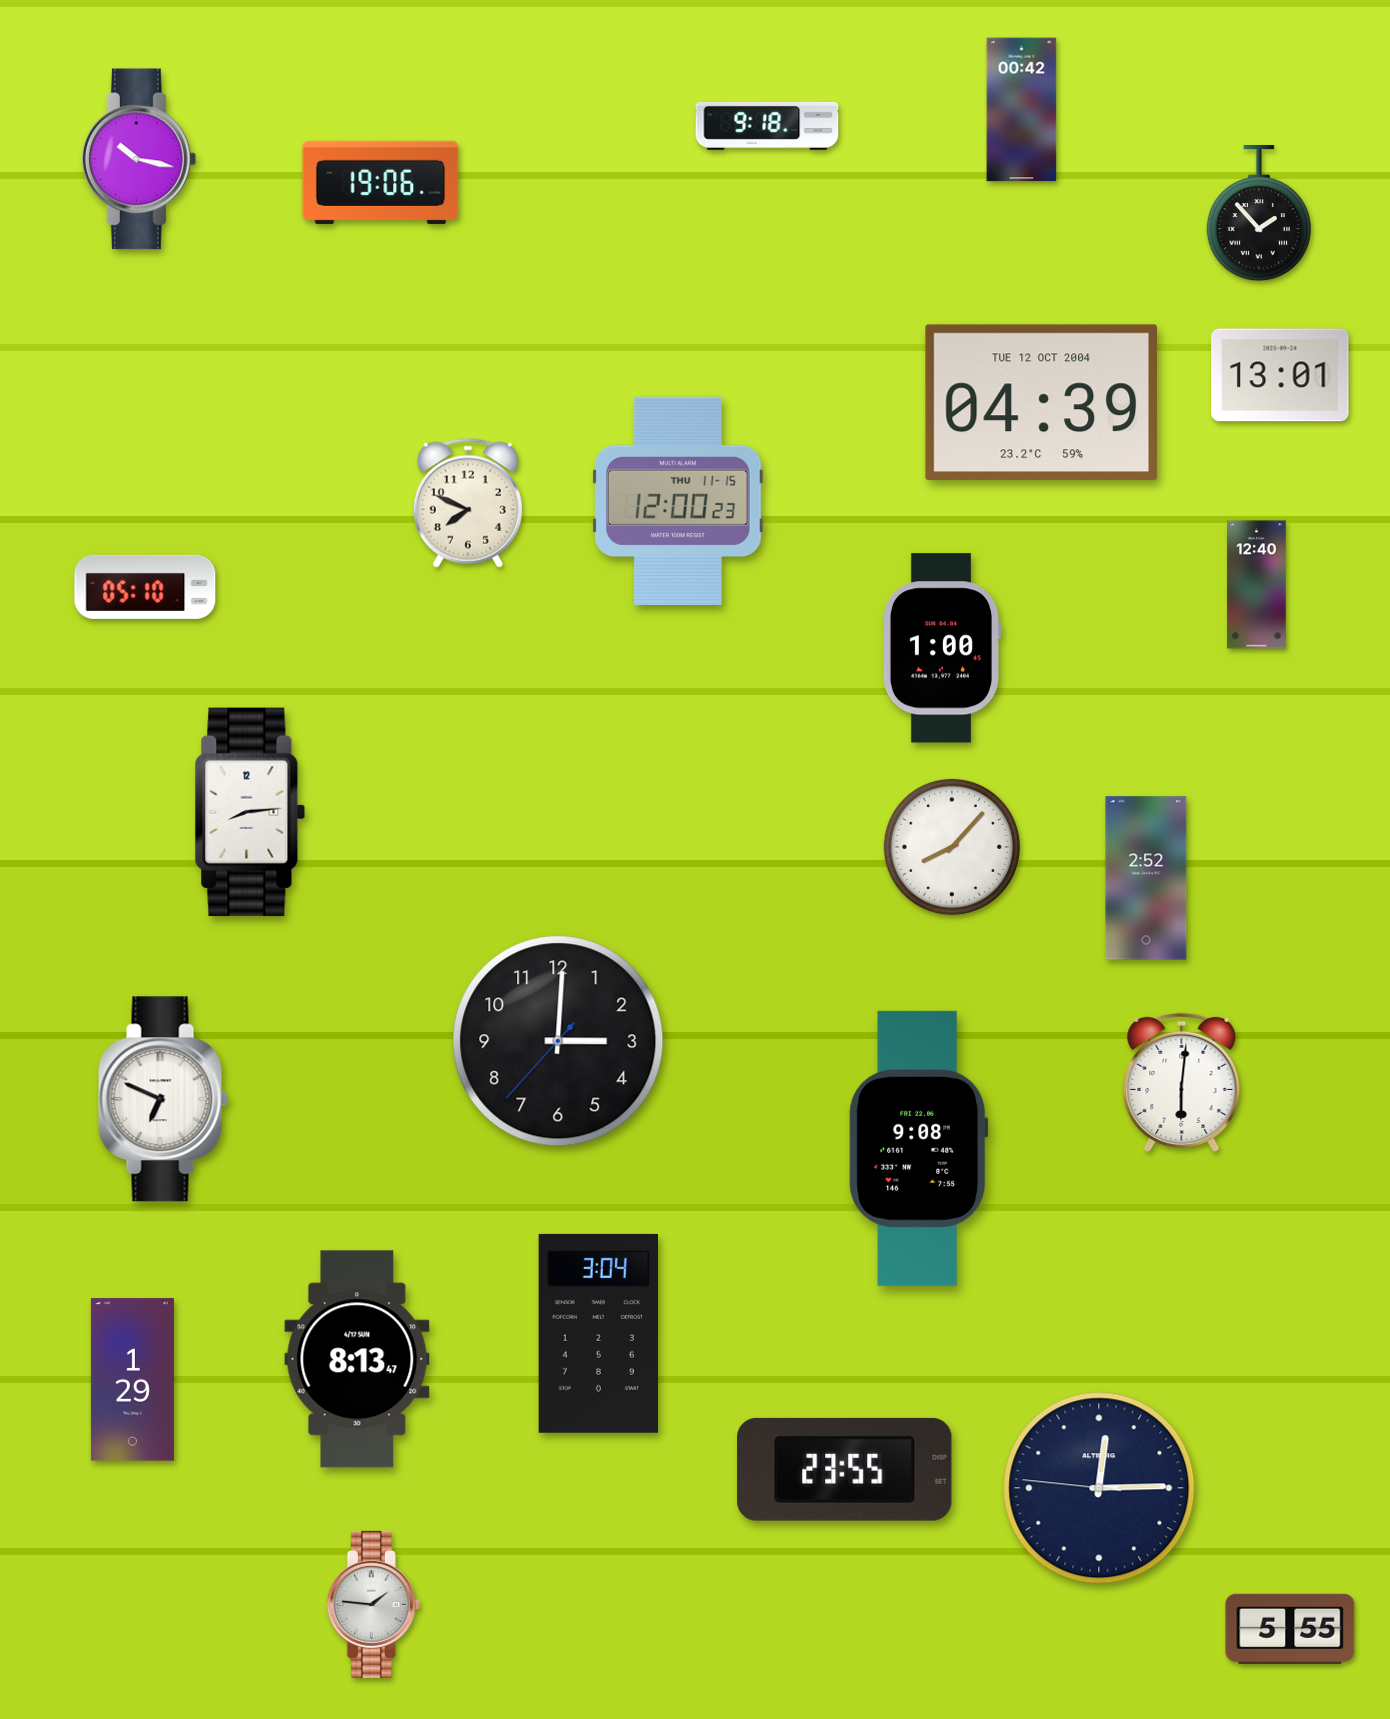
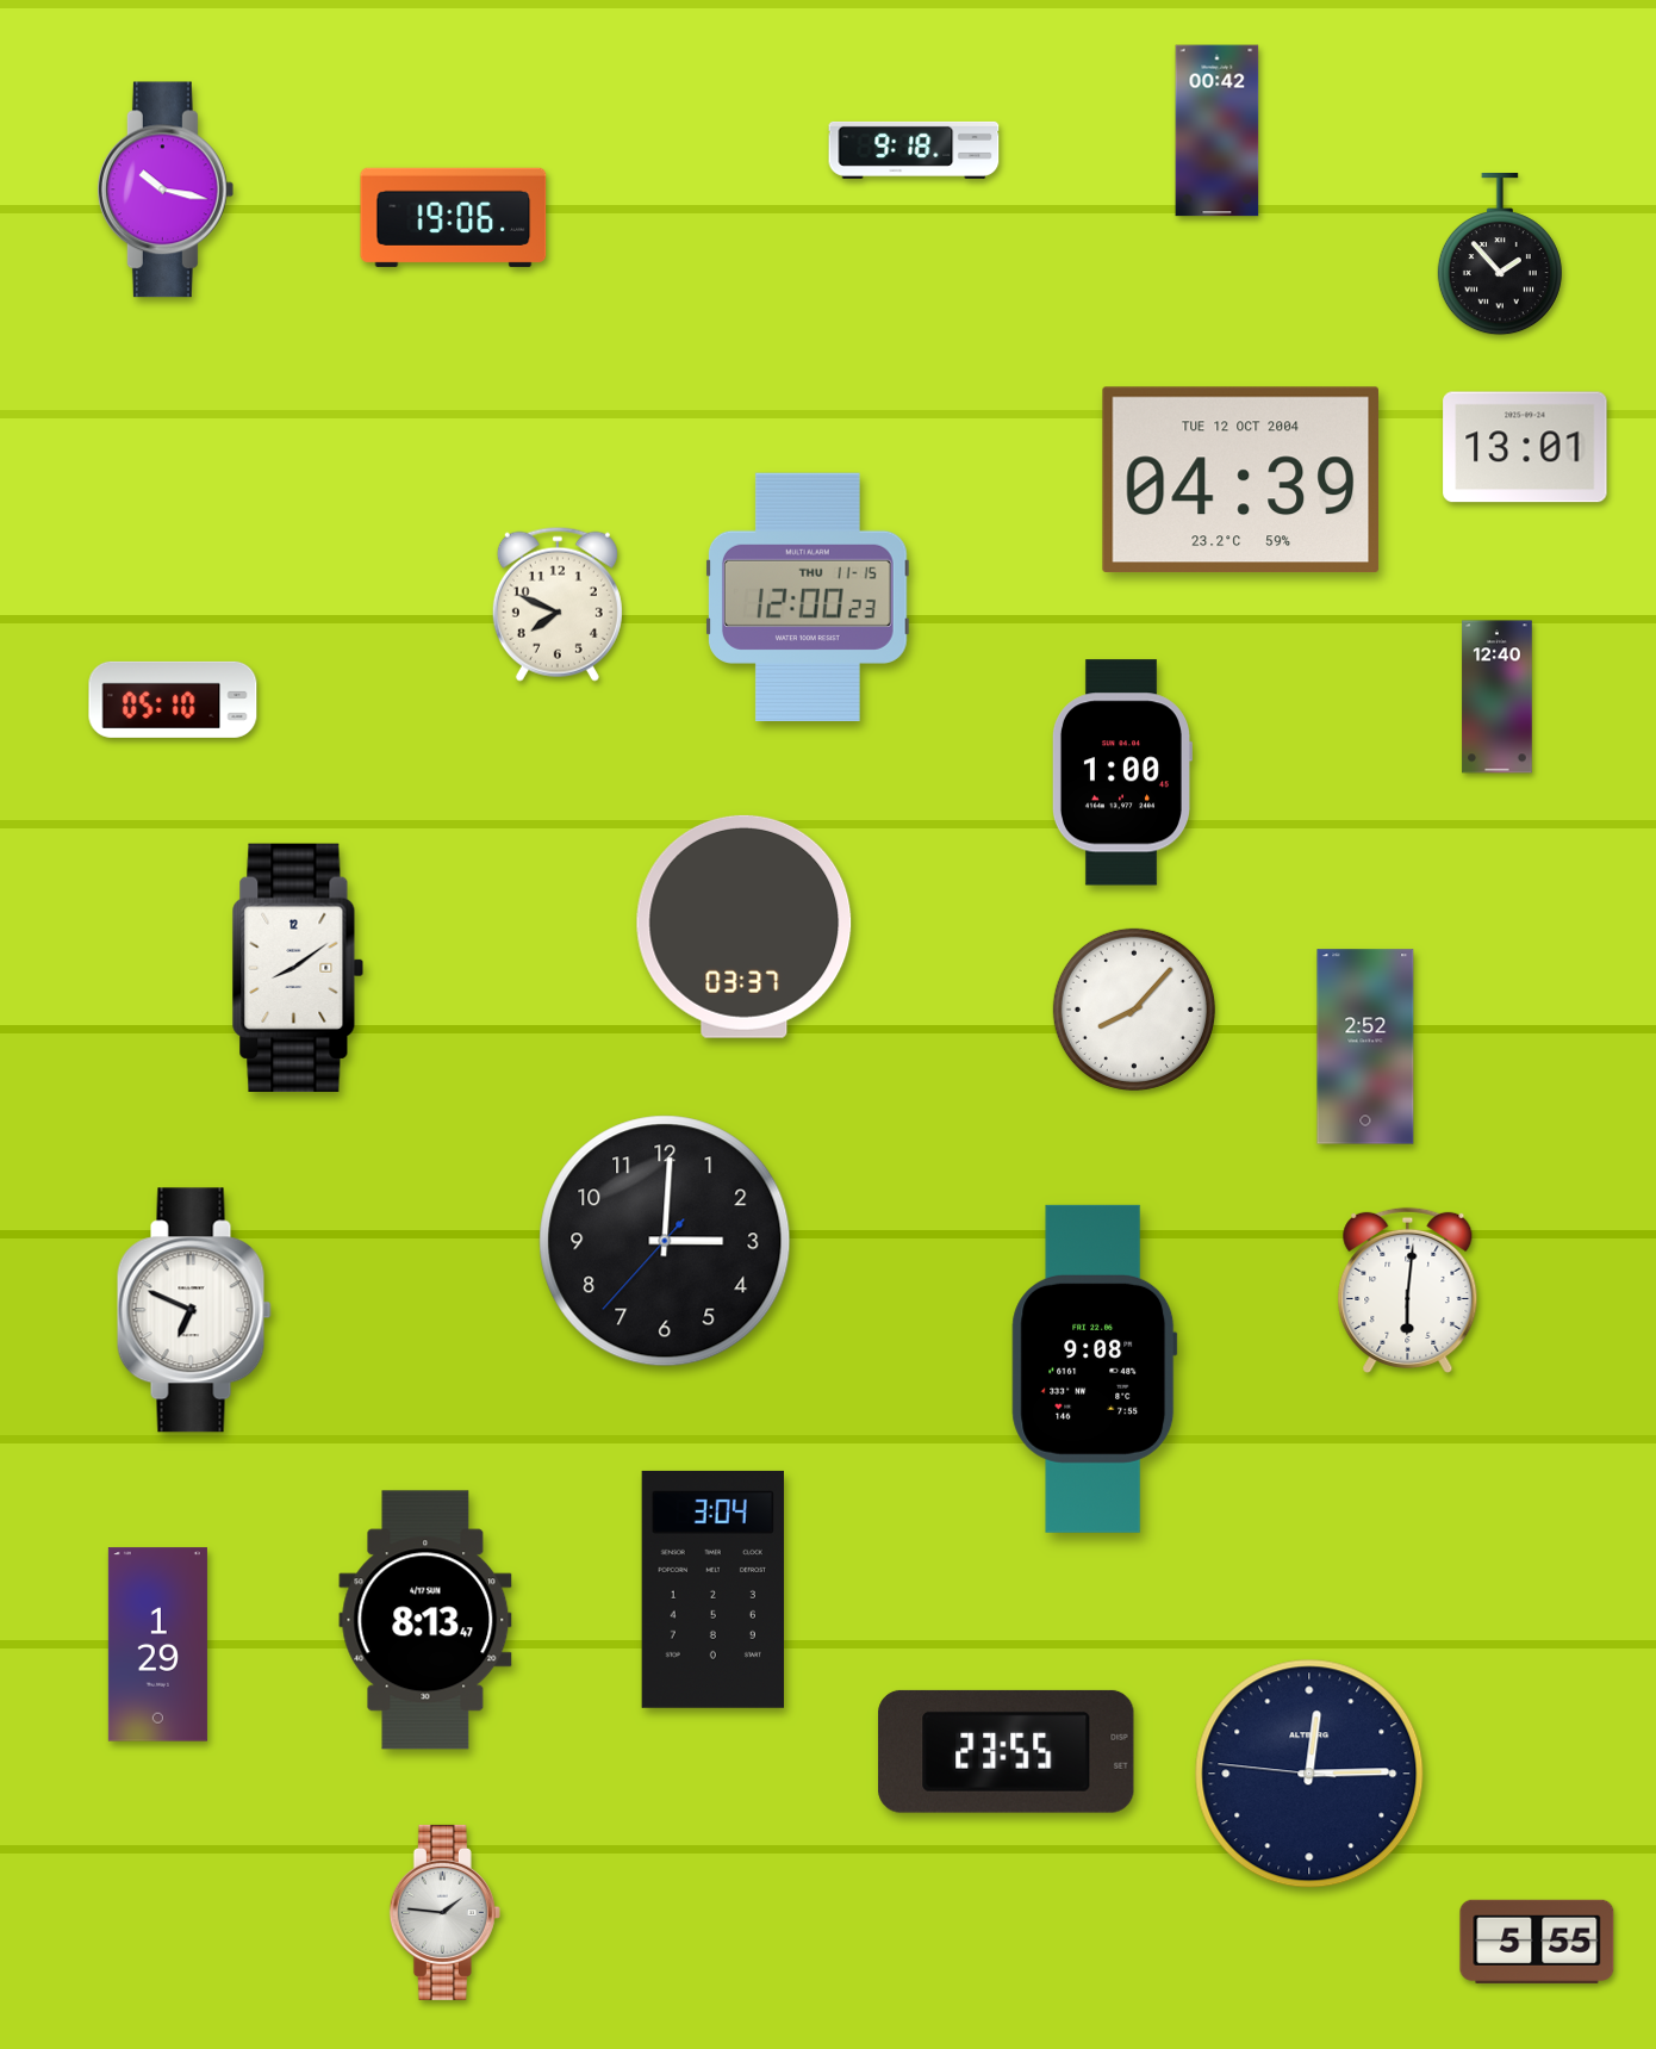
clock at (468, 503) position: (468, 503) -> (558, 604)
clock at (745, 926): none -> 03:37
clock at (250, 812): 8:14 -> 8:09
